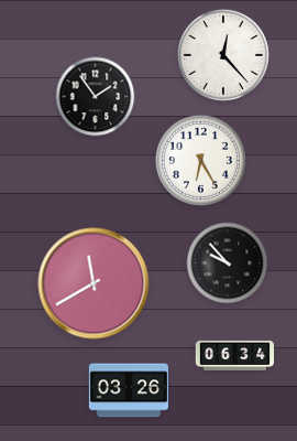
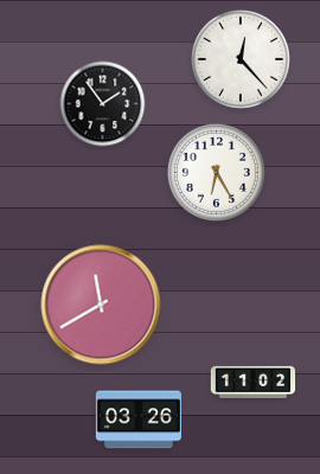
clock at (228, 263): 9:53 -> none
clock at (235, 355): 06:34 -> 11:02
